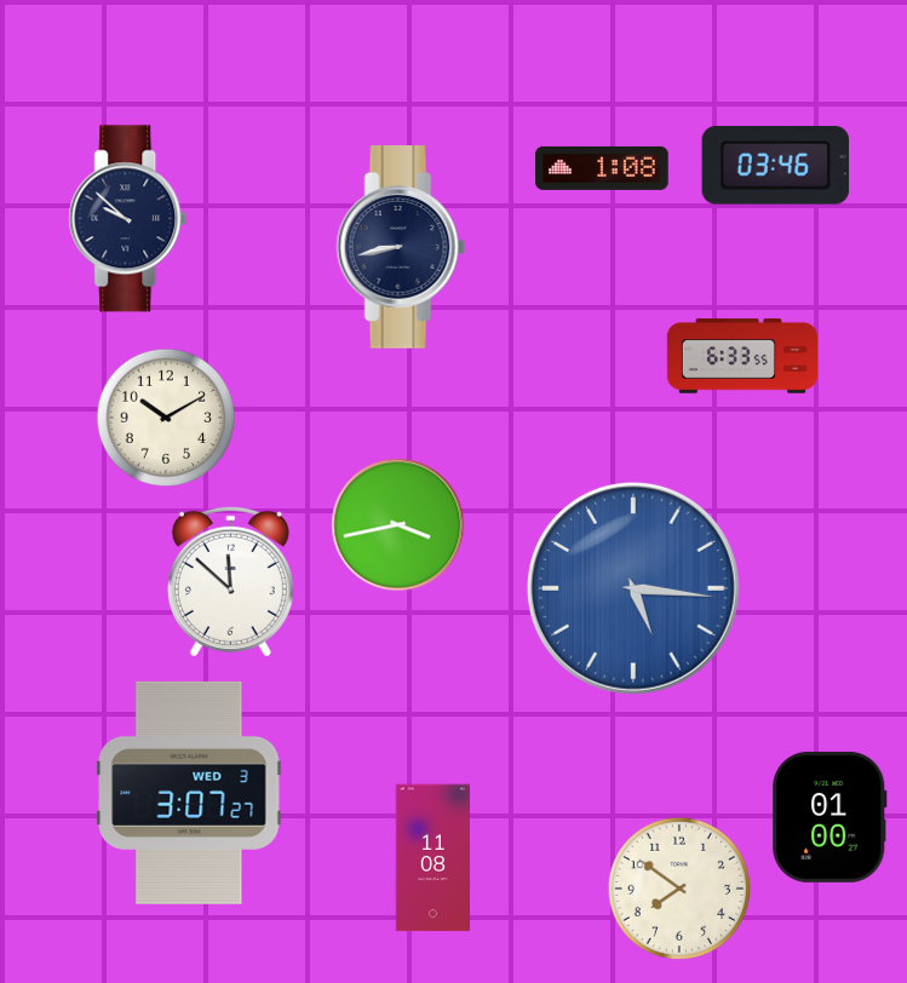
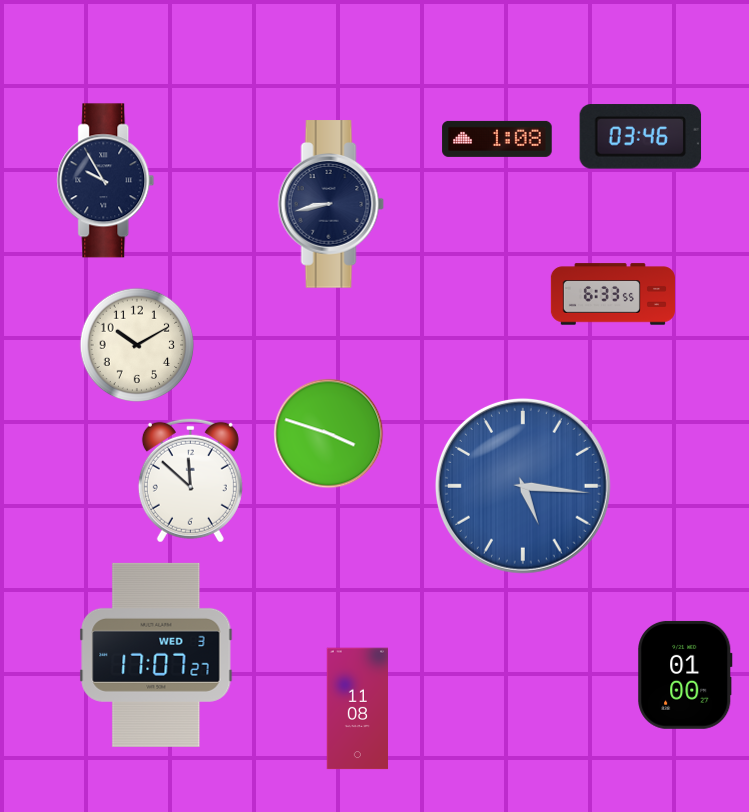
clock at (128, 219): 9:52 -> 9:55
clock at (398, 525): 3:43 -> 3:48
clock at (189, 793): 3:07 -> 17:07
clock at (679, 889): 7:51 -> none
